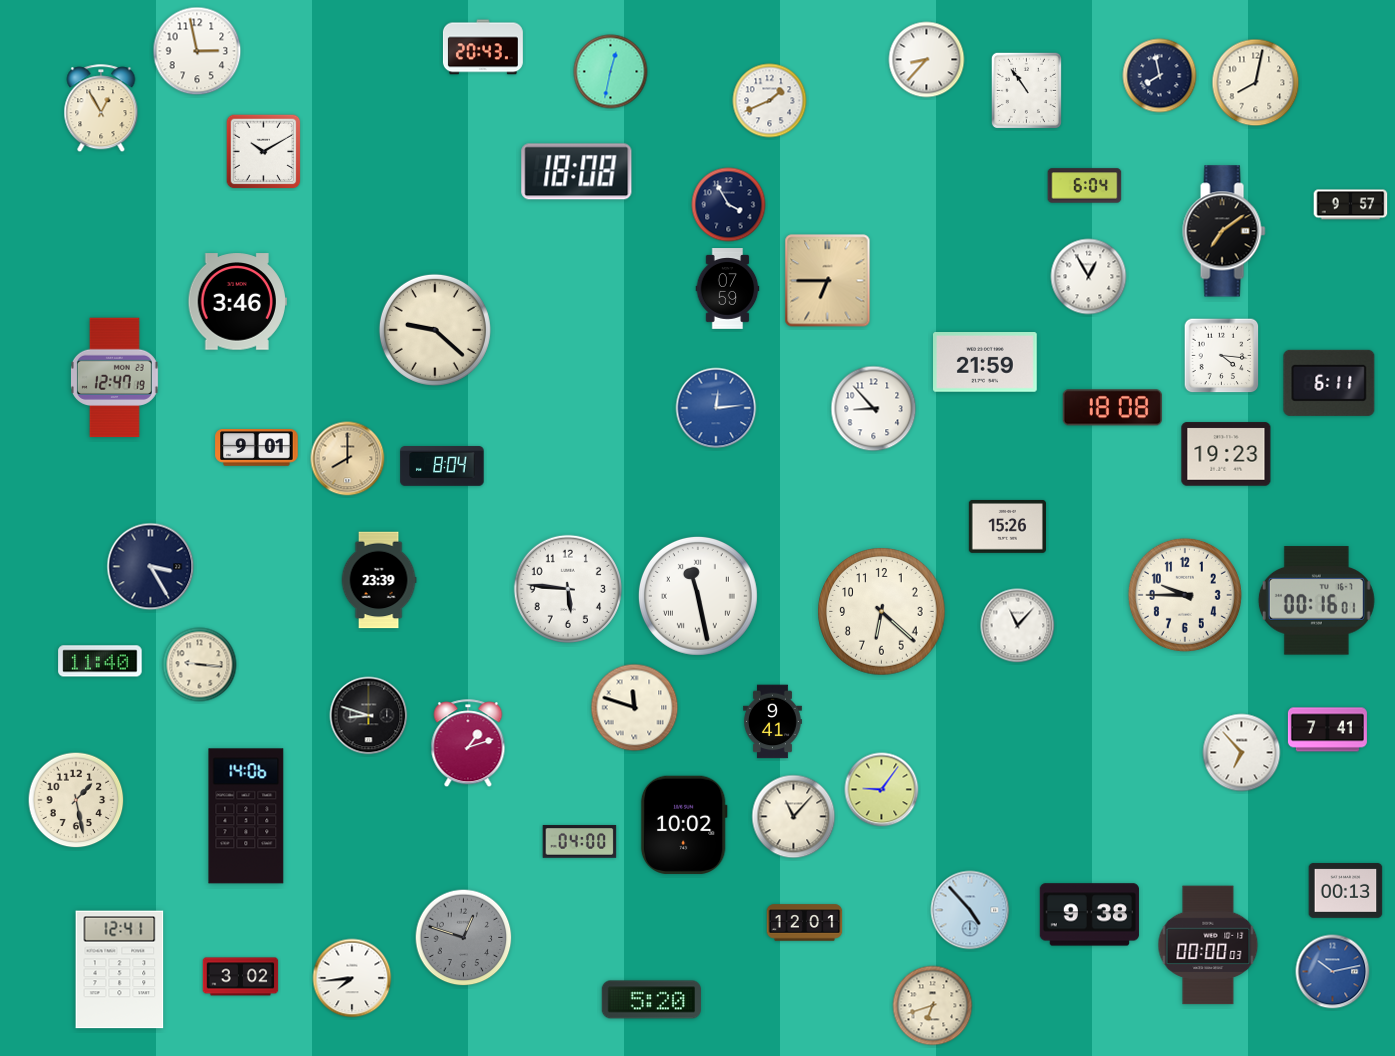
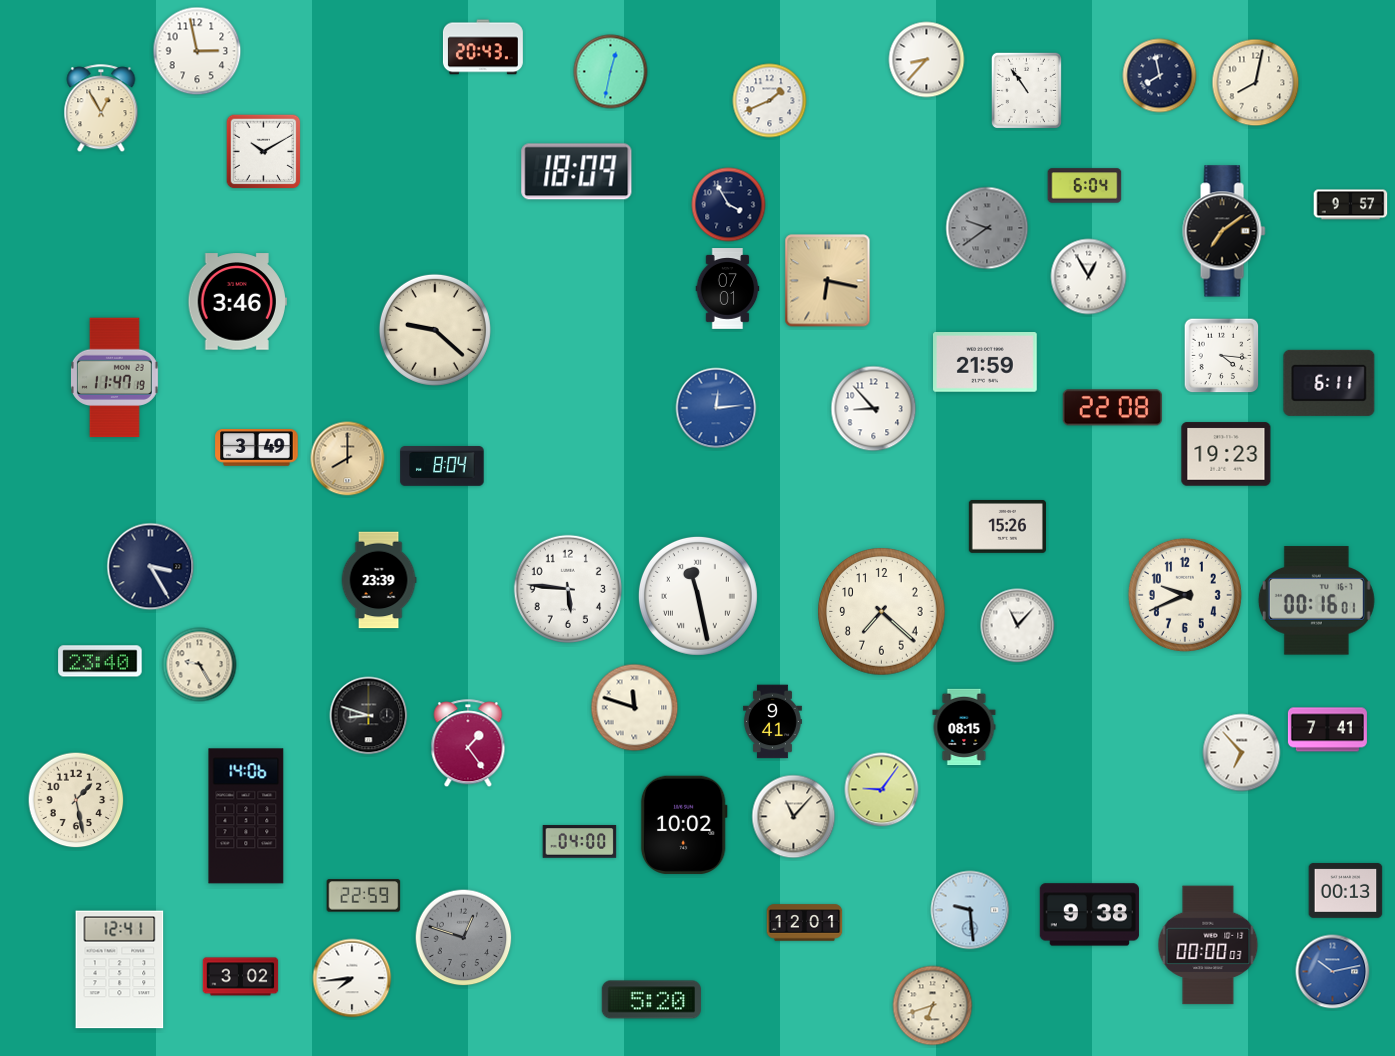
clock at (577, 172): 18:08 -> 18:09
clock at (987, 228): none -> 9:39
clock at (828, 281): 6:45 -> 6:17
clock at (728, 289): 07:59 -> 07:01
clock at (114, 378): 12:47 -> 11:47
clock at (1112, 408): 18:08 -> 22:08
clock at (257, 448): 9:01 -> 3:49
clock at (1185, 595): 9:45 -> 9:41
clock at (882, 612): 6:22 -> 7:22
clock at (100, 661): 11:40 -> 23:40
clock at (200, 665): 9:16 -> 9:25
clock at (964, 727): none -> 08:15
clock at (468, 744): 1:12 -> 1:24
clock at (364, 896): none -> 22:59
clock at (970, 910): 4:53 -> 9:29
